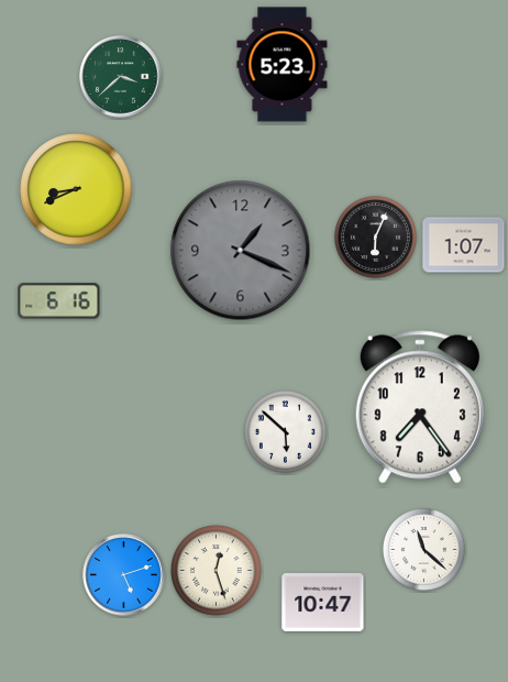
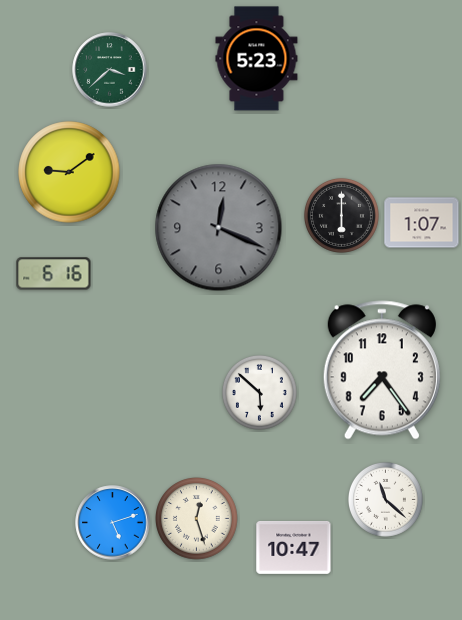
clock at (76, 189): 8:41 -> 9:09
clock at (375, 237): 6:04 -> 6:00
clock at (241, 251): 1:19 -> 12:19
